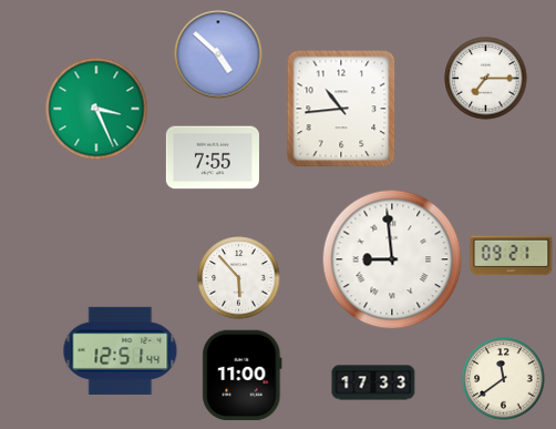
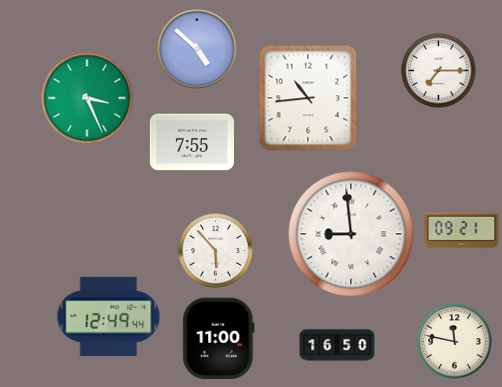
clock at (392, 259) position: (392, 259) -> (351, 234)
clock at (121, 350): 12:51 -> 12:49
clock at (504, 379): 11:39 -> 11:47
clock at (373, 382): 17:33 -> 16:50
